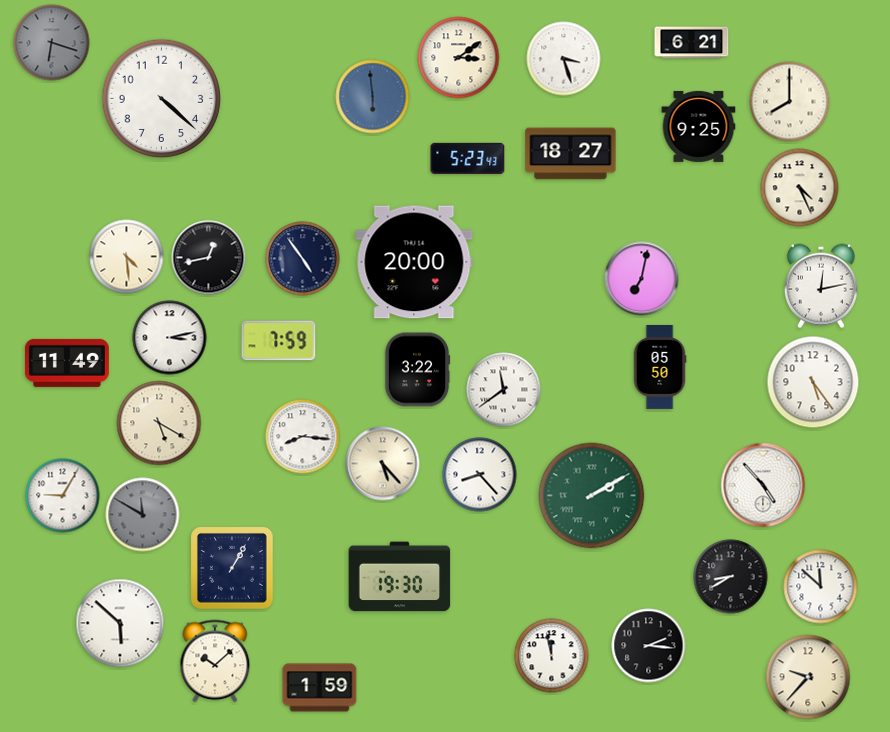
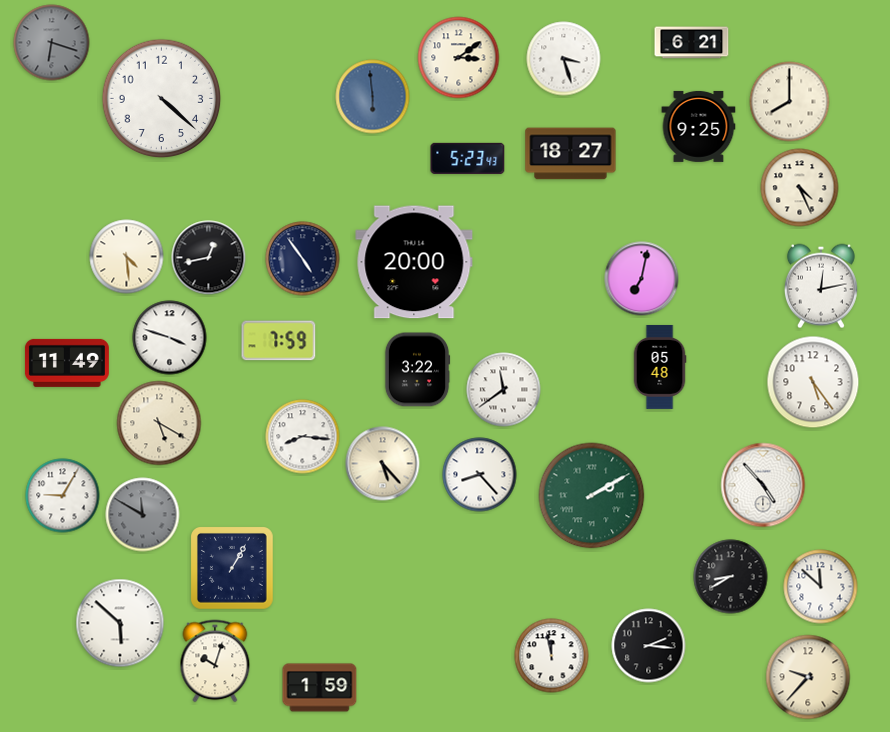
clock at (170, 338): 3:13 -> 3:48
clock at (660, 367): 05:50 -> 05:48
clock at (400, 577): 19:30 -> none
clock at (215, 661): 10:08 -> 10:03
